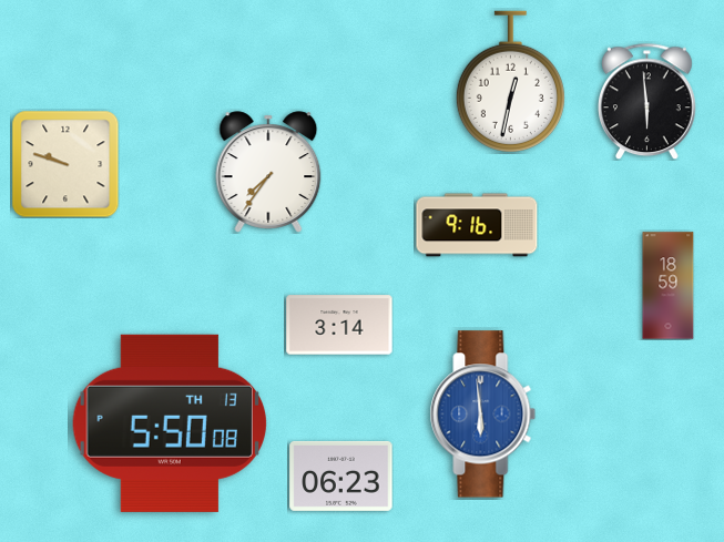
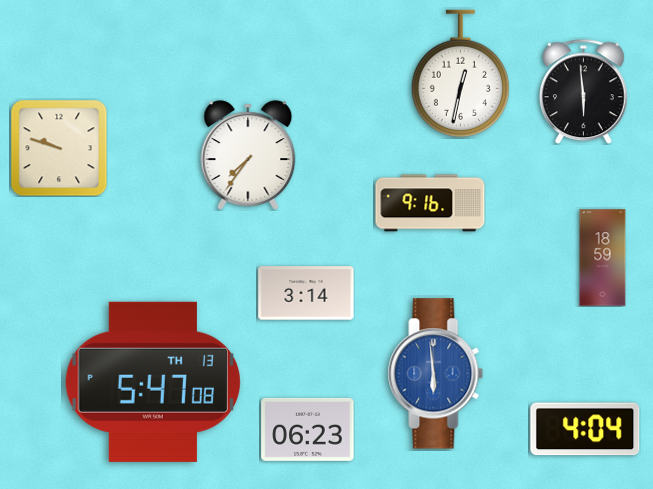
clock at (268, 172) position: (268, 172) -> (248, 155)
clock at (169, 423): 5:50 -> 5:47
clock at (585, 429): none -> 4:04
